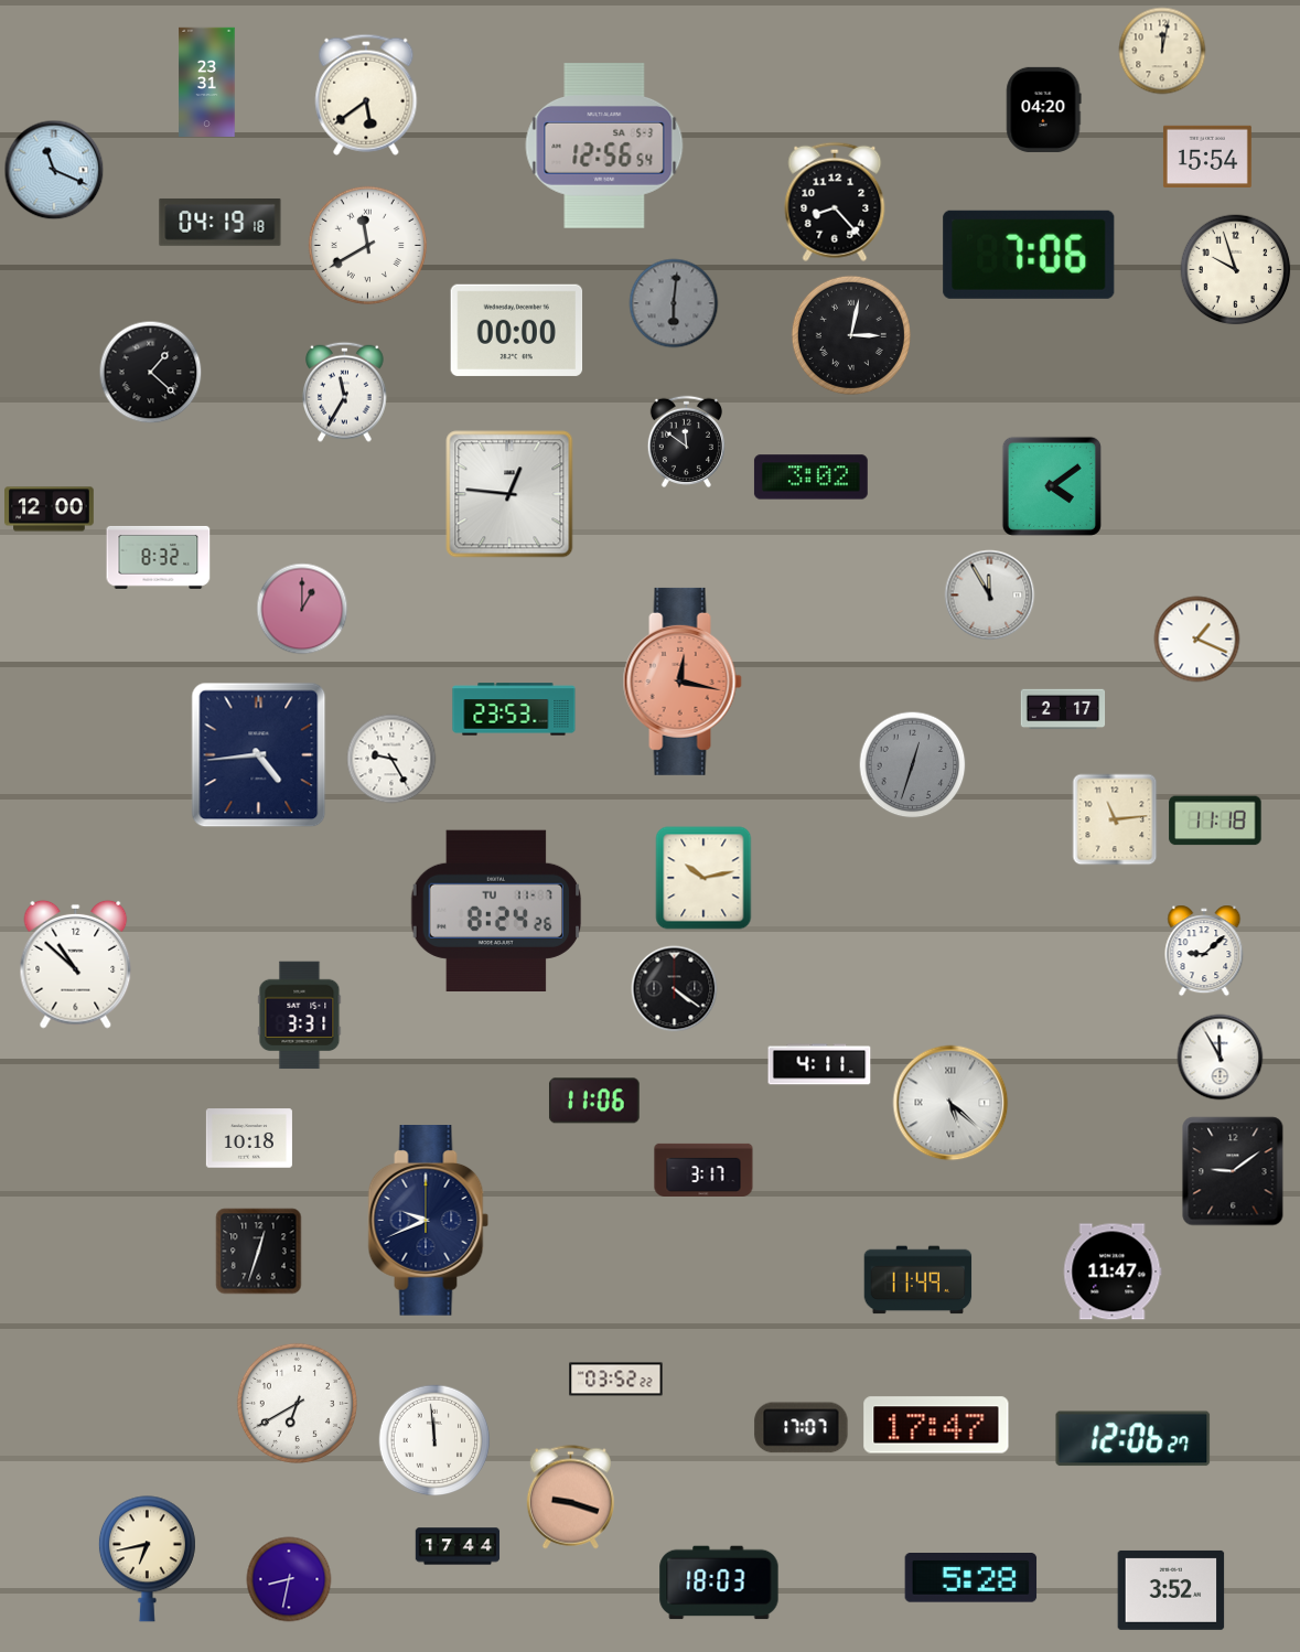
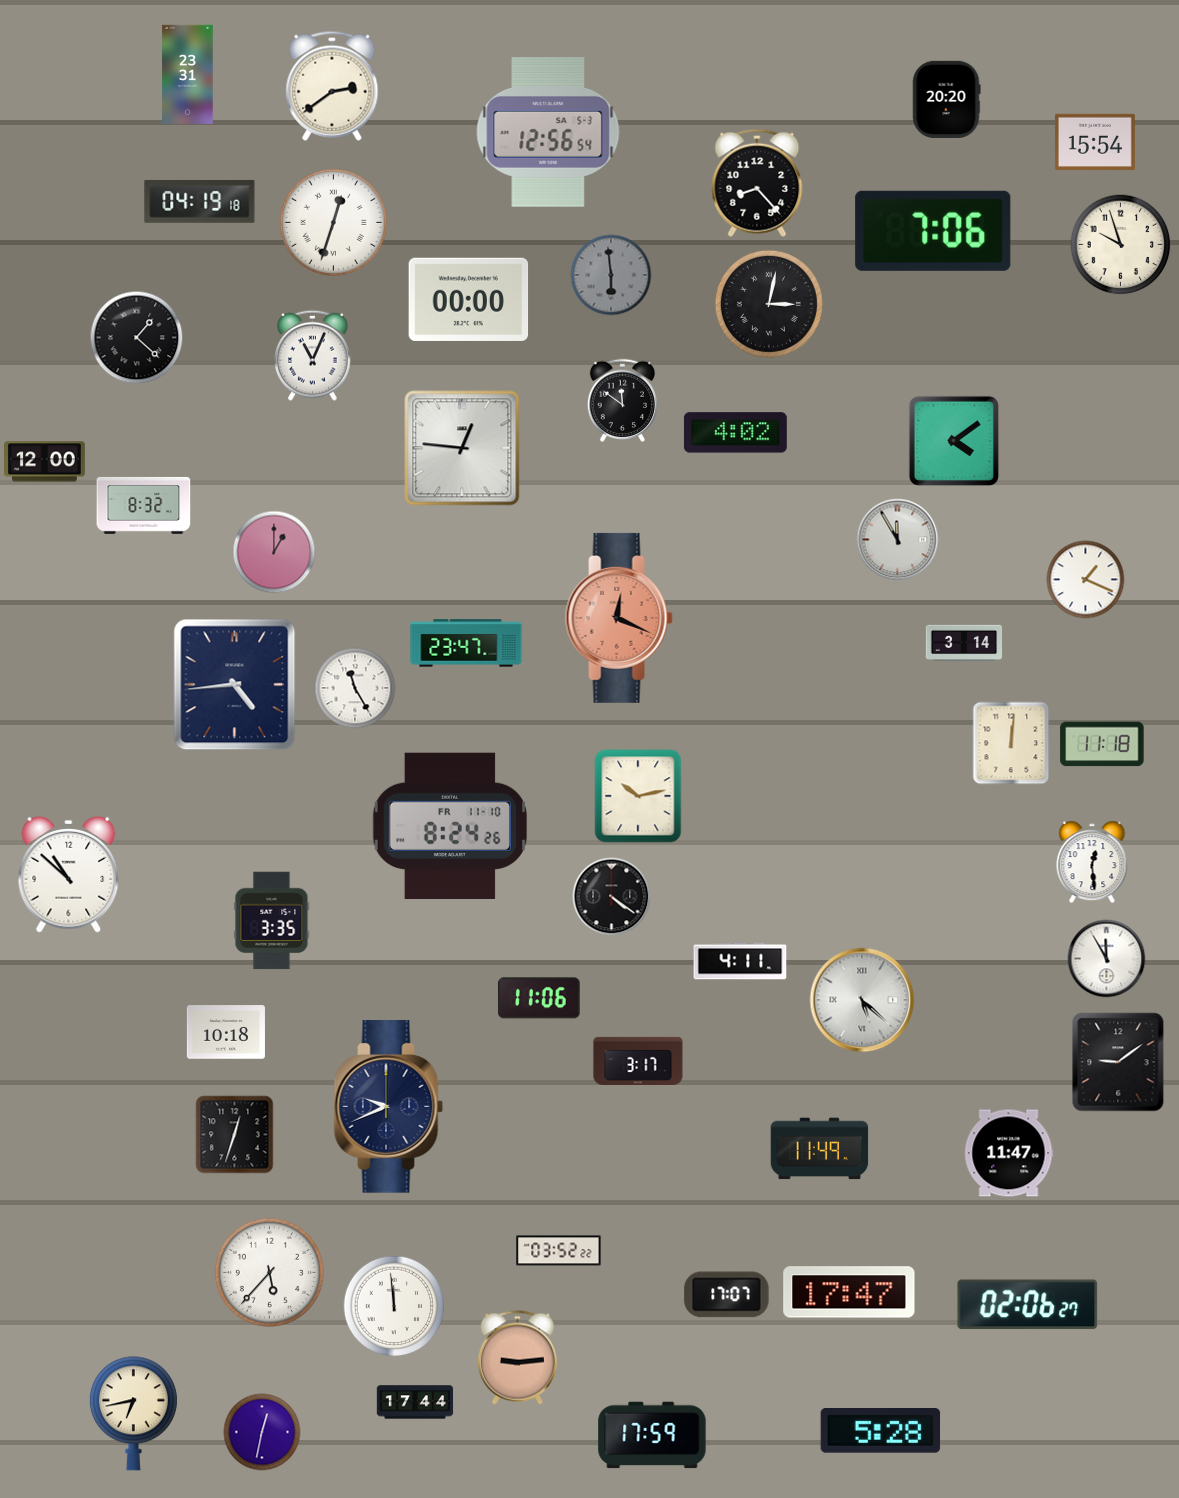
clock at (1162, 51): 12:02 -> none
clock at (366, 95): 5:39 -> 2:39
clock at (1044, 109): 04:20 -> 20:20
clock at (54, 170): 11:19 -> none
clock at (367, 245): 11:40 -> 12:33
clock at (674, 303): 6:01 -> 5:59
clock at (851, 335) position: (851, 335) -> (769, 304)
clock at (345, 391): 11:35 -> 11:04
clock at (810, 478): 3:02 -> 4:02
clock at (683, 682): 12:17 -> 12:19
clock at (514, 709): 23:53 -> 23:47
clock at (1063, 709): 2:17 -> 3:14
clock at (391, 759): 9:25 -> 11:25
clock at (913, 765): 12:33 -> none
clock at (1115, 819): 11:14 -> 12:01
clock at (496, 910) date: TU 11-7 -> FR 11-10
clock at (1204, 951): 9:08 -> 12:29
clock at (300, 1016): 3:31 -> 3:35
clock at (819, 1064) position: (819, 1064) -> (740, 961)
clock at (918, 1280) position: (918, 1280) -> (820, 1149)
clock at (297, 1403): 6:40 -> 5:37
clock at (1134, 1439): 12:06 -> 02:06
clock at (570, 1498): 9:18 -> 9:14
clock at (289, 1579): 8:32 -> 12:32
clock at (719, 1583): 18:03 -> 17:59
clock at (1171, 1590): 3:52 -> none
